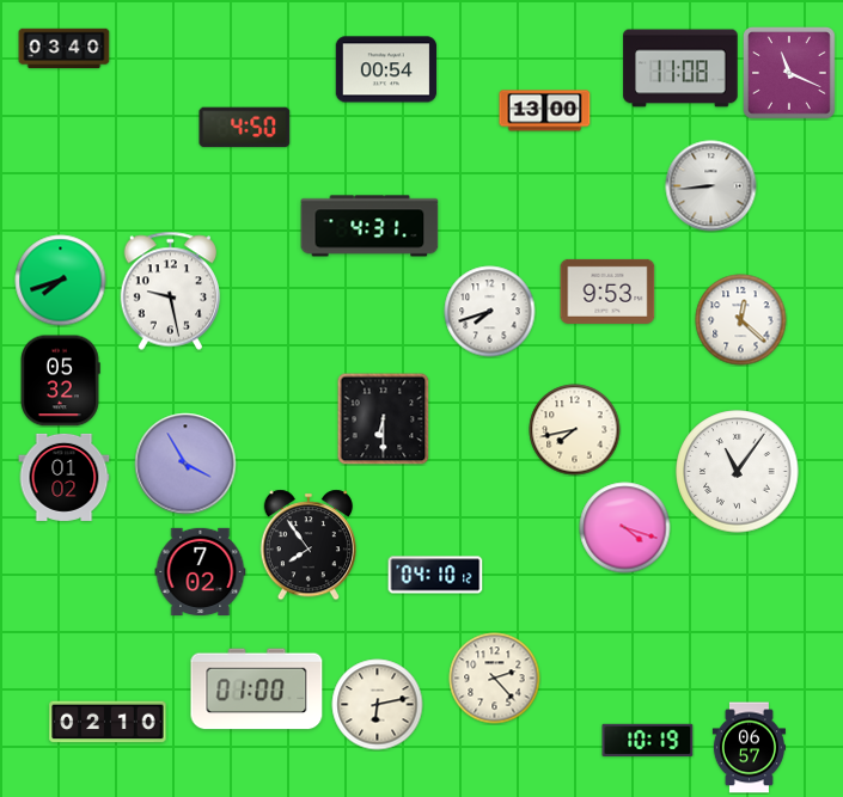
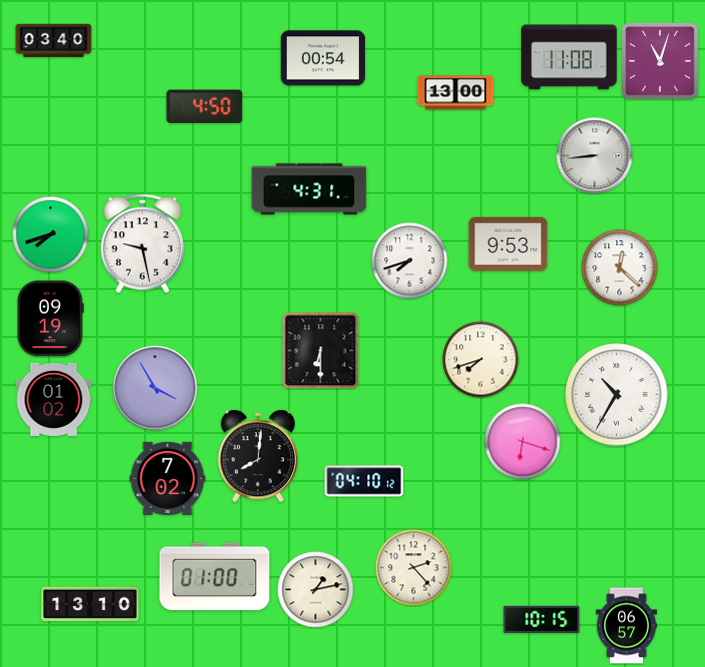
clock at (790, 74): 11:19 -> 11:03
clock at (60, 381): 05:32 -> 09:19
clock at (575, 430): 7:43 -> 7:42
clock at (738, 472): 11:06 -> 10:35
clock at (625, 528): 4:18 -> 6:18
clock at (309, 545): 7:54 -> 8:01
clock at (378, 705): 6:13 -> 1:13
clock at (108, 722): 02:10 -> 13:10
clock at (648, 740): 10:19 -> 10:15
